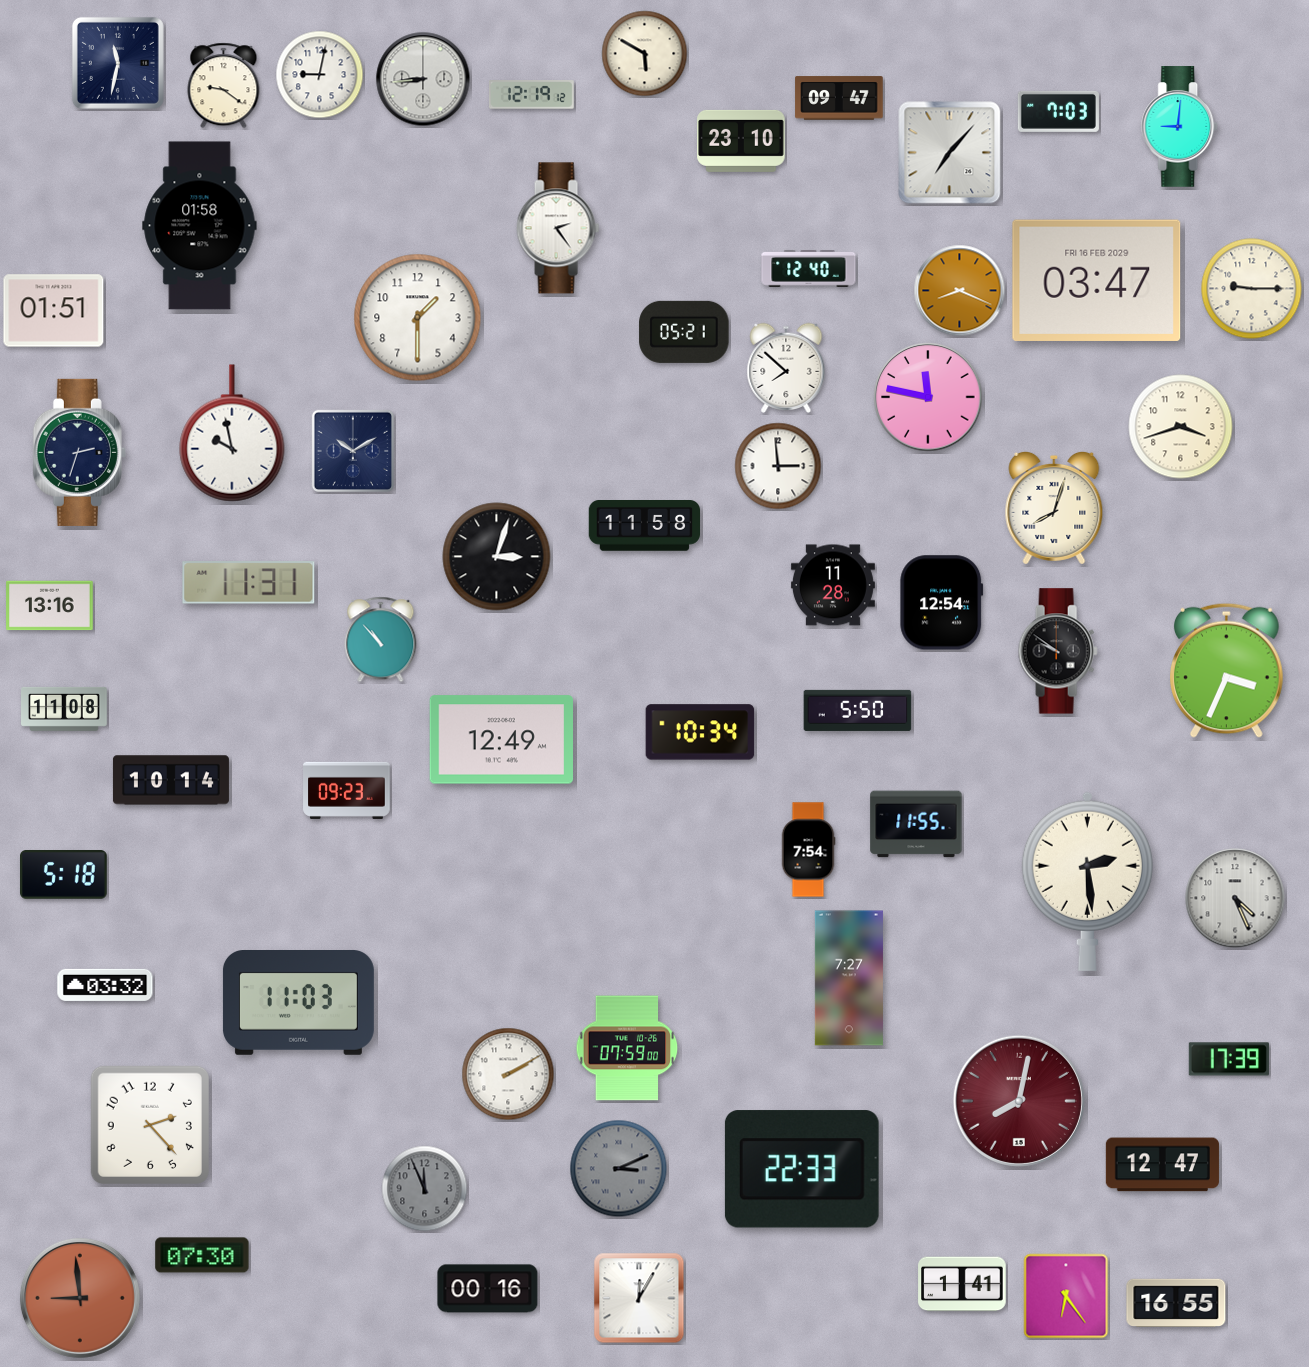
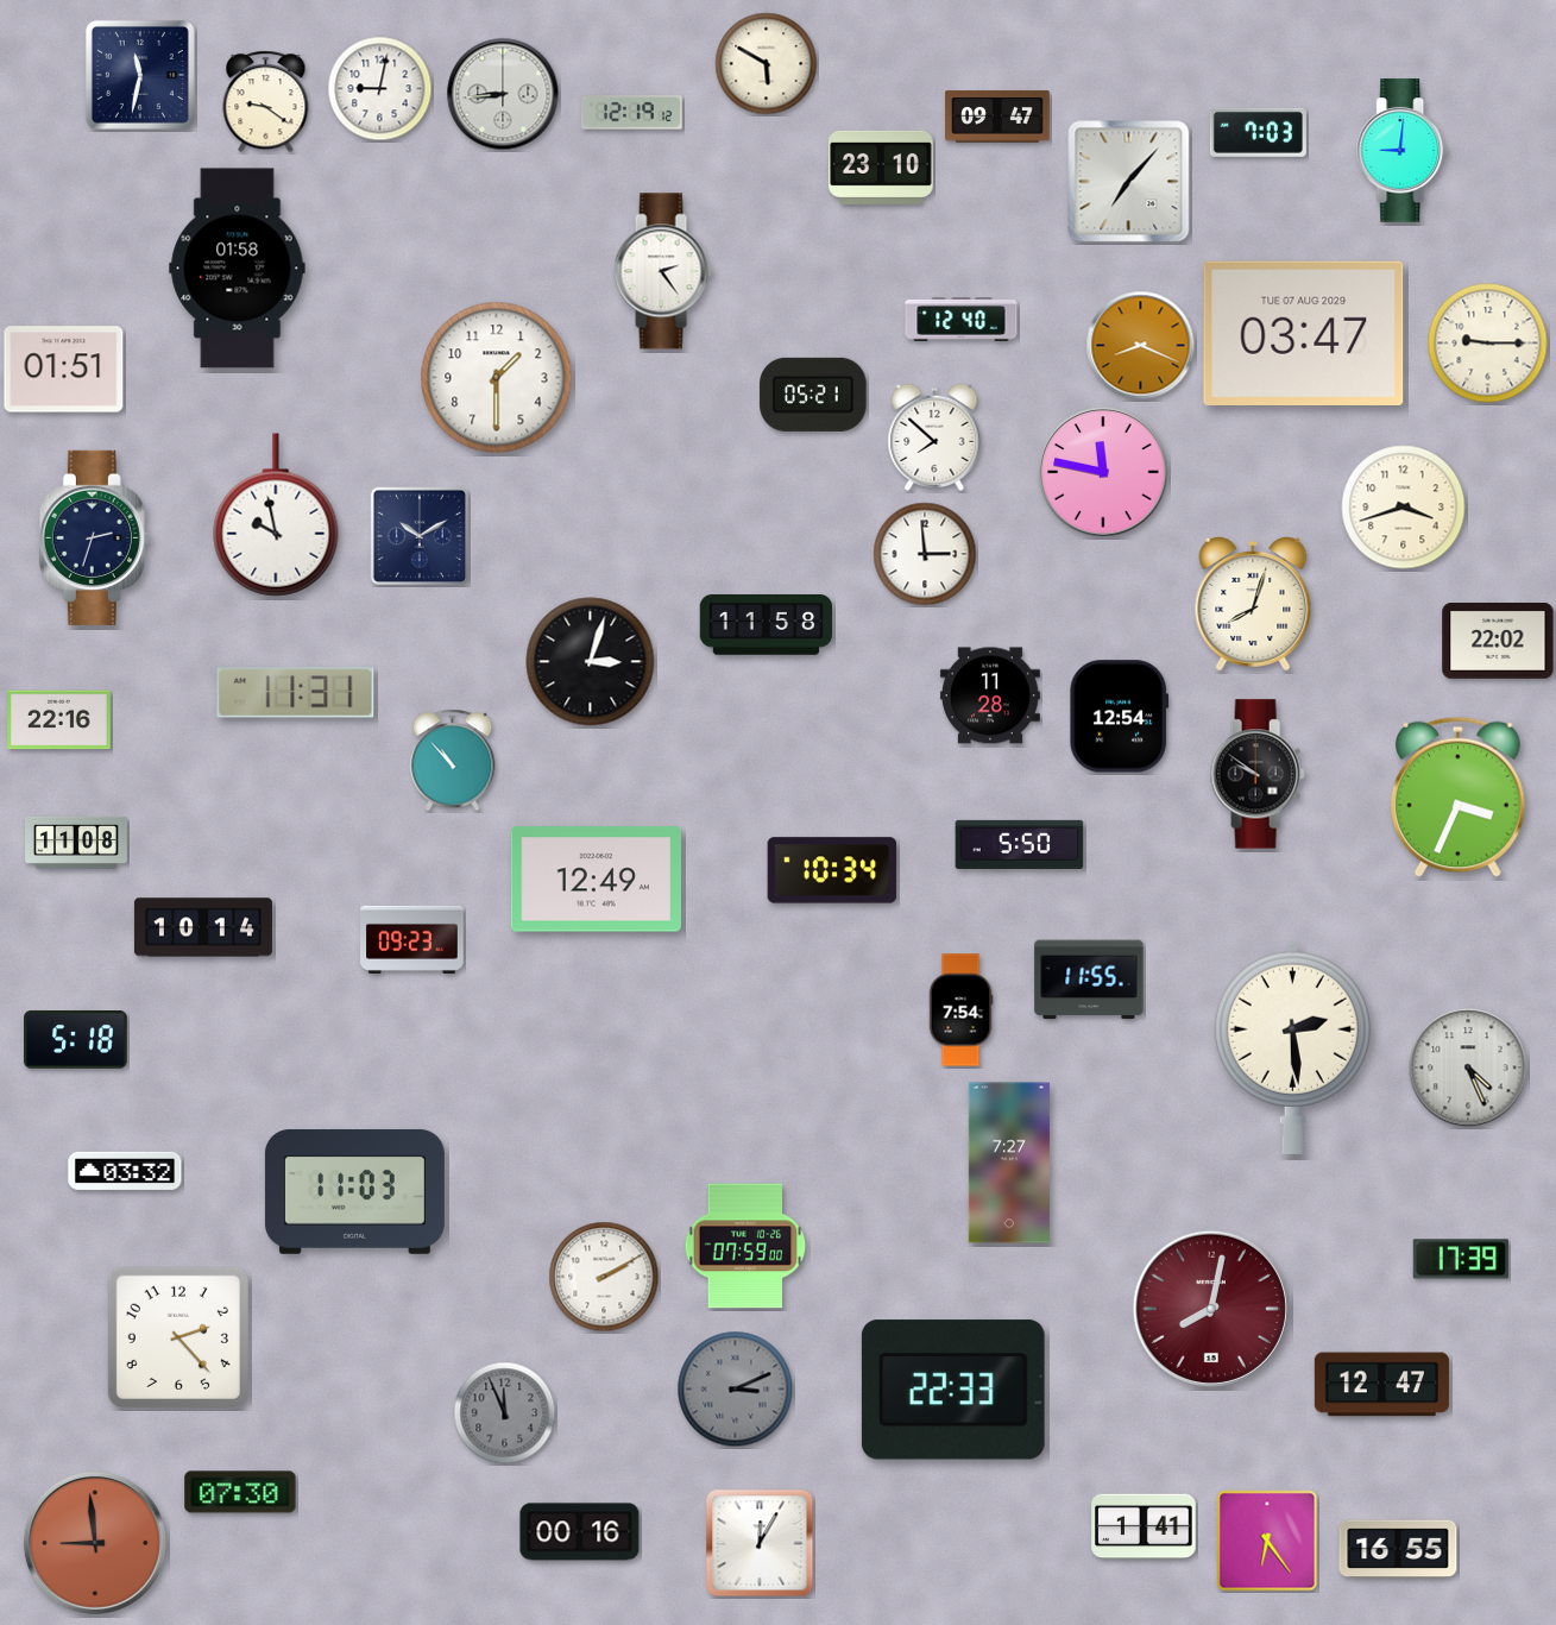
clock at (1097, 280) date: FRI 16 FEB 2029 -> TUE 07 AUG 2029
clock at (1498, 642): none -> 22:02
clock at (50, 606): 13:16 -> 22:16
